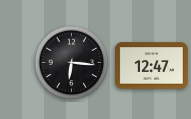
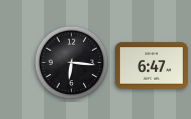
clock at (151, 66): 12:47 -> 6:47
